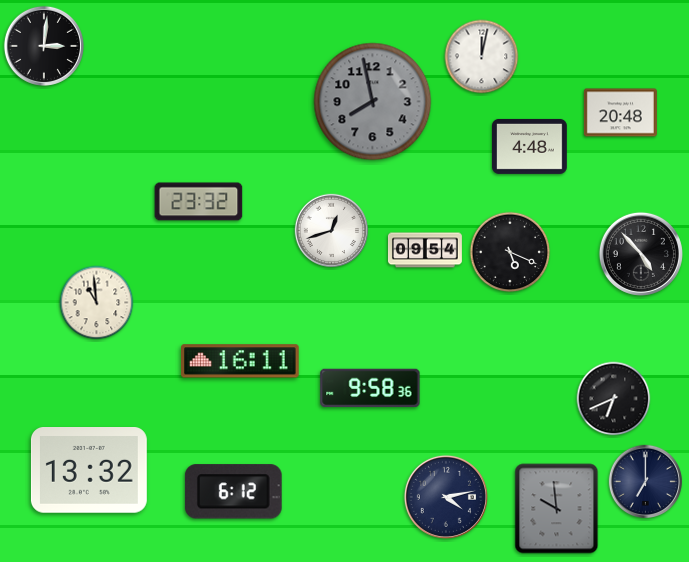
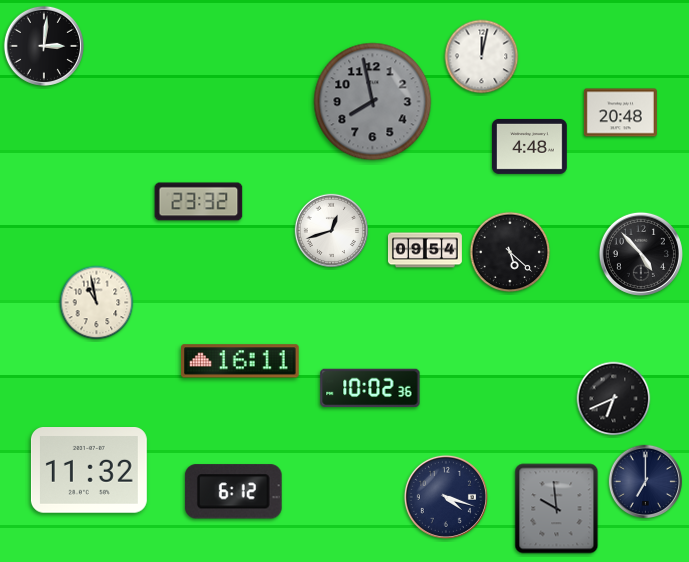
clock at (510, 252): 5:19 -> 5:22
clock at (97, 303): 10:59 -> 10:58
clock at (370, 388): 9:58 -> 10:02
clock at (89, 470): 13:32 -> 11:32
clock at (446, 497): 4:13 -> 4:18
